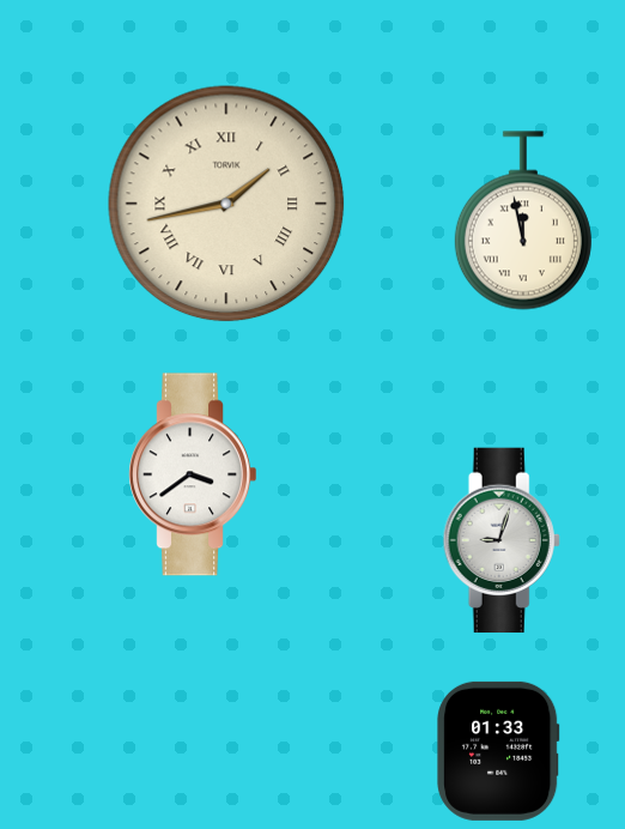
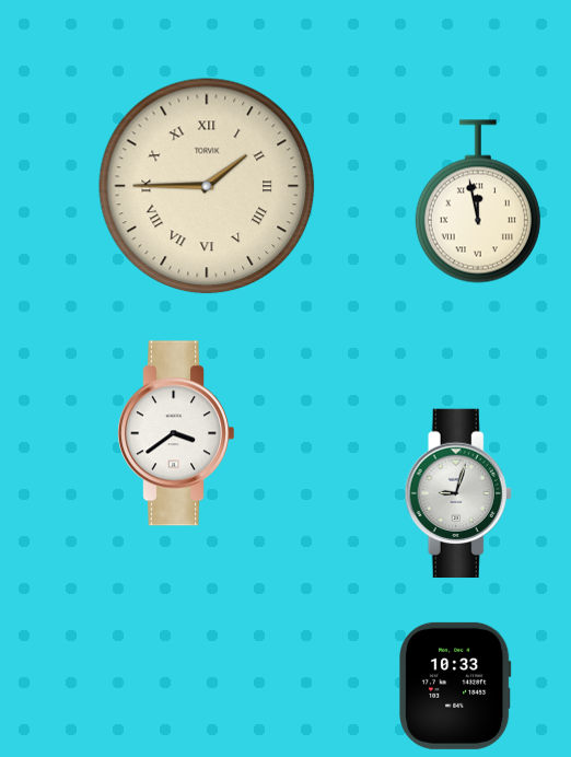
clock at (226, 204): 1:43 -> 1:45
clock at (498, 751): 01:33 -> 10:33
